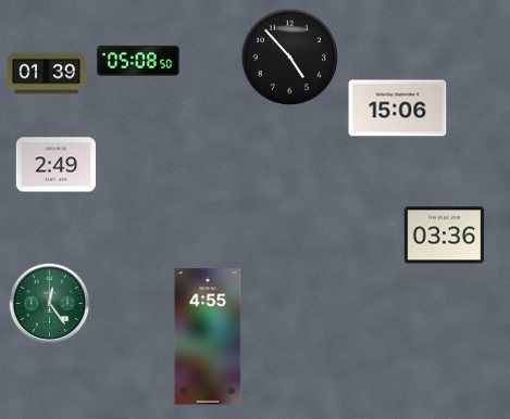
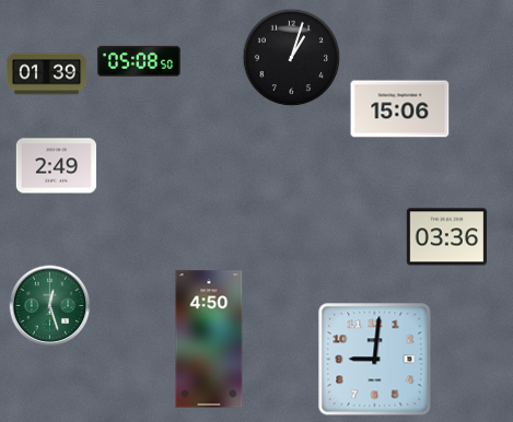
clock at (290, 58): 4:53 -> 1:03
clock at (50, 304): 12:24 -> 12:27
clock at (208, 337): 4:55 -> 4:50
clock at (375, 360): none -> 9:01
